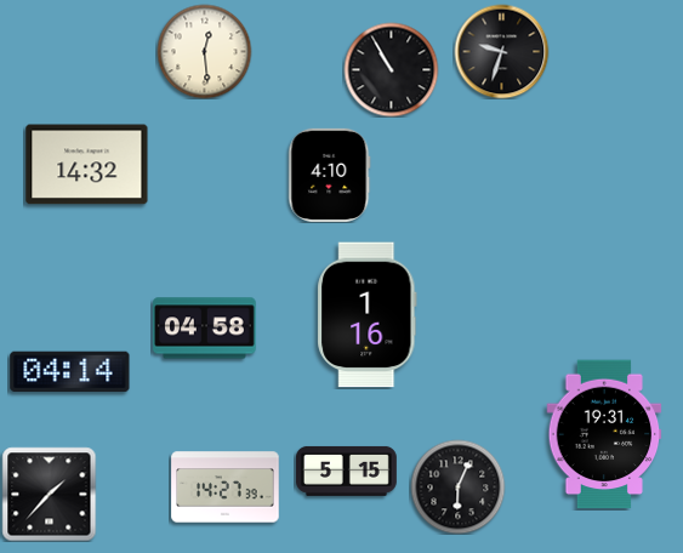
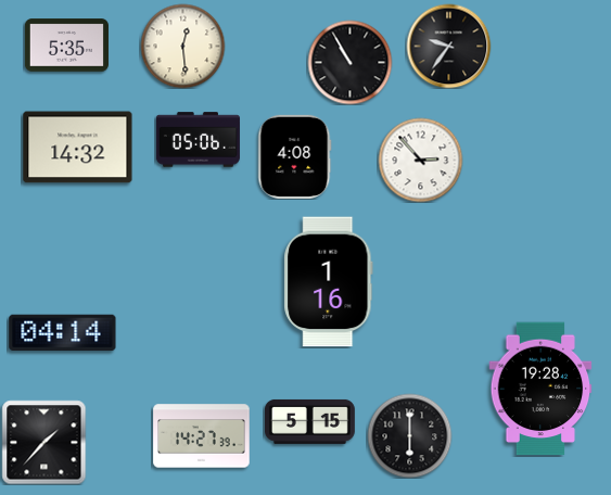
clock at (66, 46): none -> 5:35
clock at (501, 51): 9:33 -> 9:36
clock at (198, 140): none -> 05:06
clock at (330, 175): 4:10 -> 4:08
clock at (420, 160): none -> 2:53
clock at (205, 329): 04:58 -> none
clock at (604, 434): 19:31 -> 19:28
clock at (457, 486): 6:04 -> 6:00
